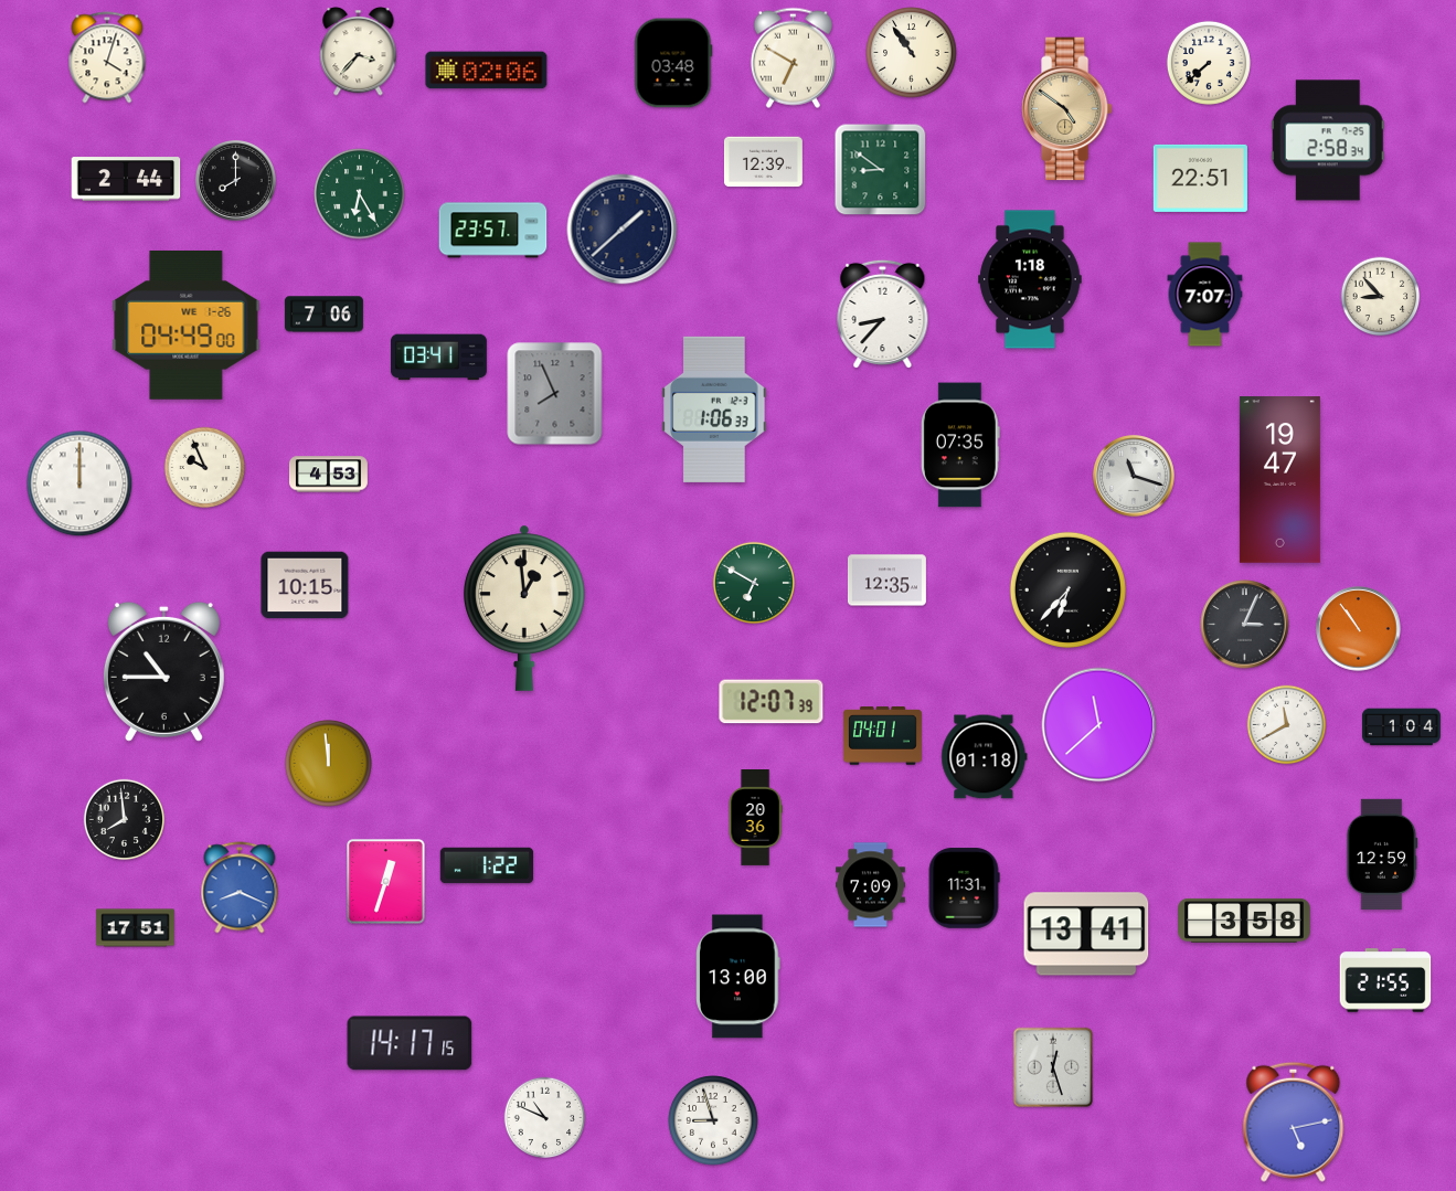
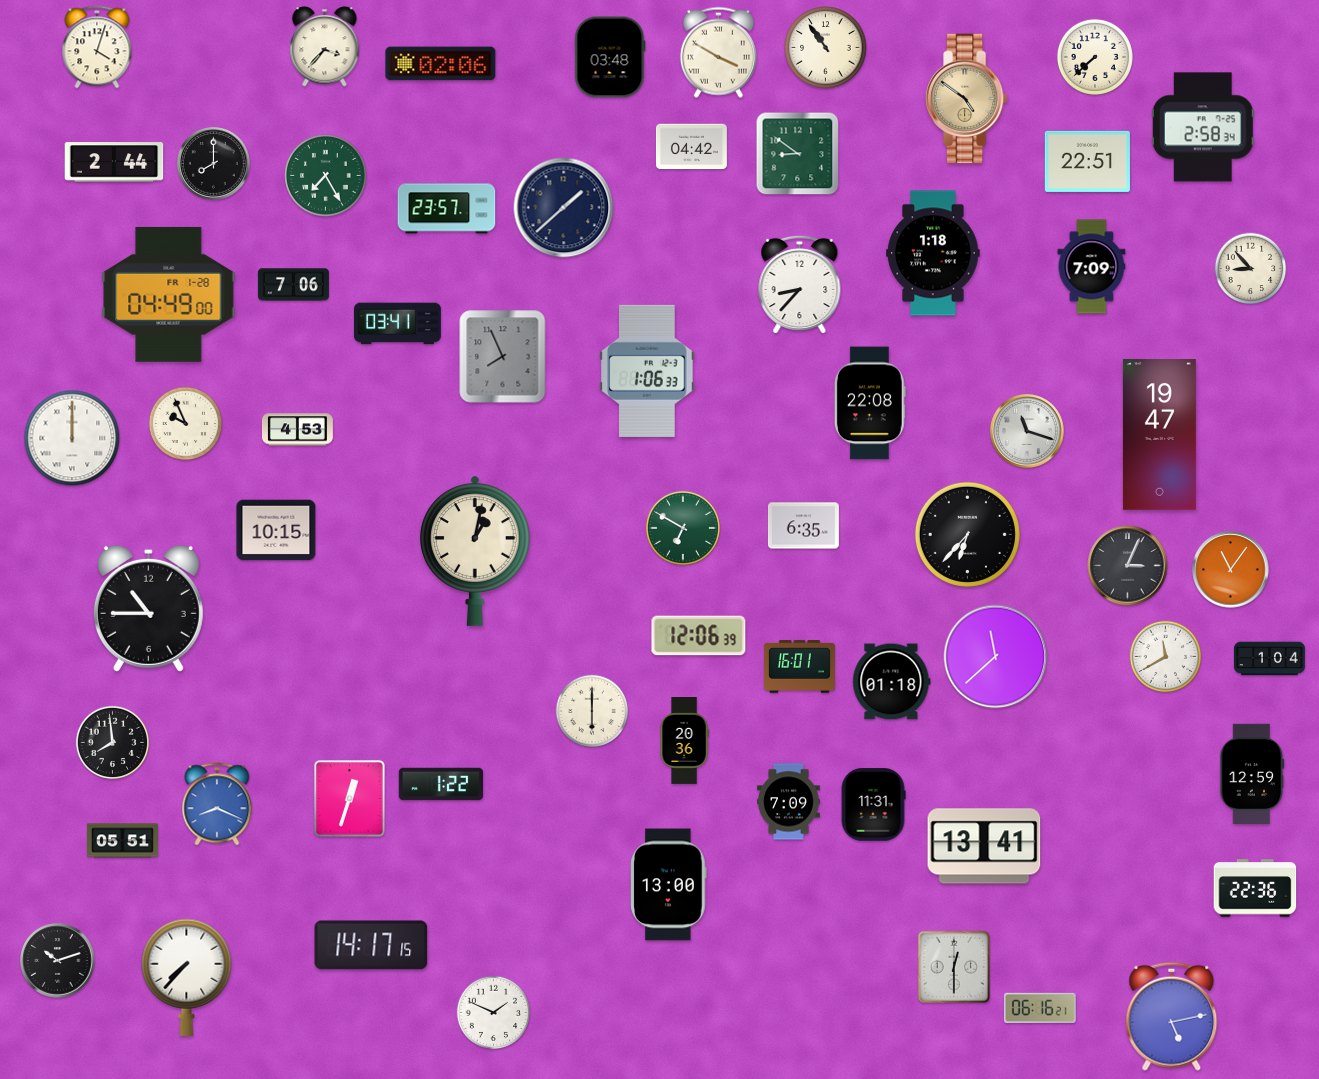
clock at (107, 57) position: (107, 57) -> (97, 47)
clock at (793, 57): 6:50 -> 3:50
clock at (763, 162): 12:39 -> 04:42
clock at (360, 194): 6:25 -> 7:25
clock at (1205, 295): 7:07 -> 7:09
clock at (187, 325) date: WE 1-26 -> FR 1-28
clock at (960, 445): 07:35 -> 22:08
clock at (886, 581): 12:35 -> 6:35
clock at (525, 608): 12:59 -> 1:02
clock at (1359, 629): 10:54 -> 11:06
clock at (772, 702): 12:07 -> 12:06
clock at (882, 736): 04:01 -> 16:01
clock at (985, 757) position: (985, 757) -> (892, 682)
clock at (328, 763): 11:59 -> none
clock at (592, 711): none -> 6:00
clock at (1244, 921): 3:58 -> none
clock at (135, 928): 17:51 -> 05:51
clock at (1385, 980): 21:55 -> 22:36
clock at (58, 961): none -> 10:12
clock at (1053, 1067): 12:27 -> 12:30
clock at (187, 977): none -> 7:37
clock at (1040, 1008): none -> 06:16
clock at (545, 1118): 10:49 -> 1:49
clock at (713, 1120): 8:57 -> none
